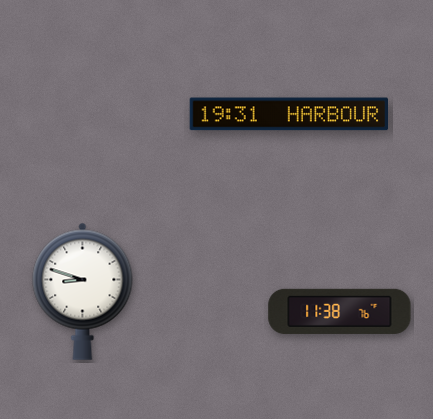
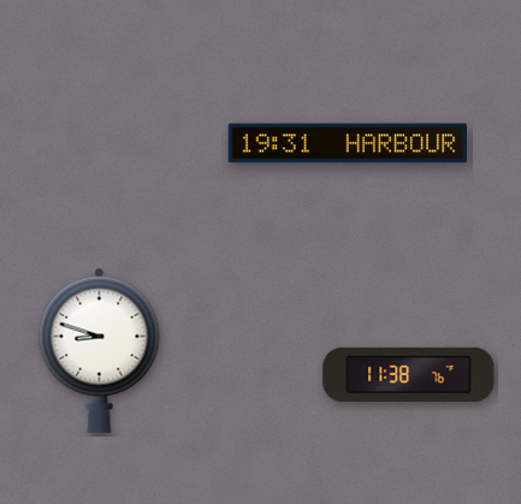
clock at (289, 114) position: (289, 114) -> (348, 143)
